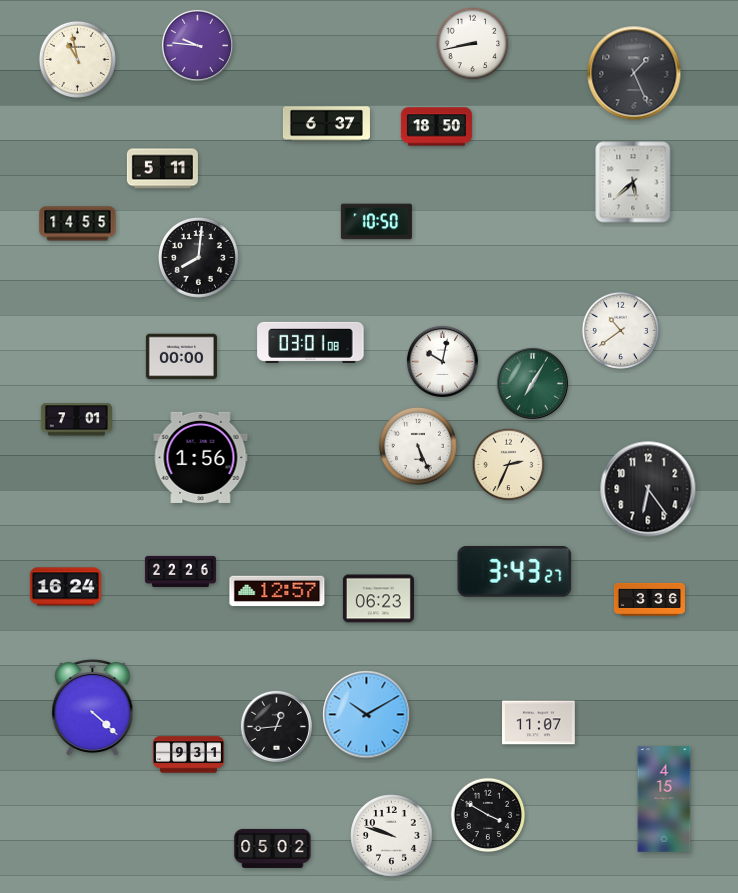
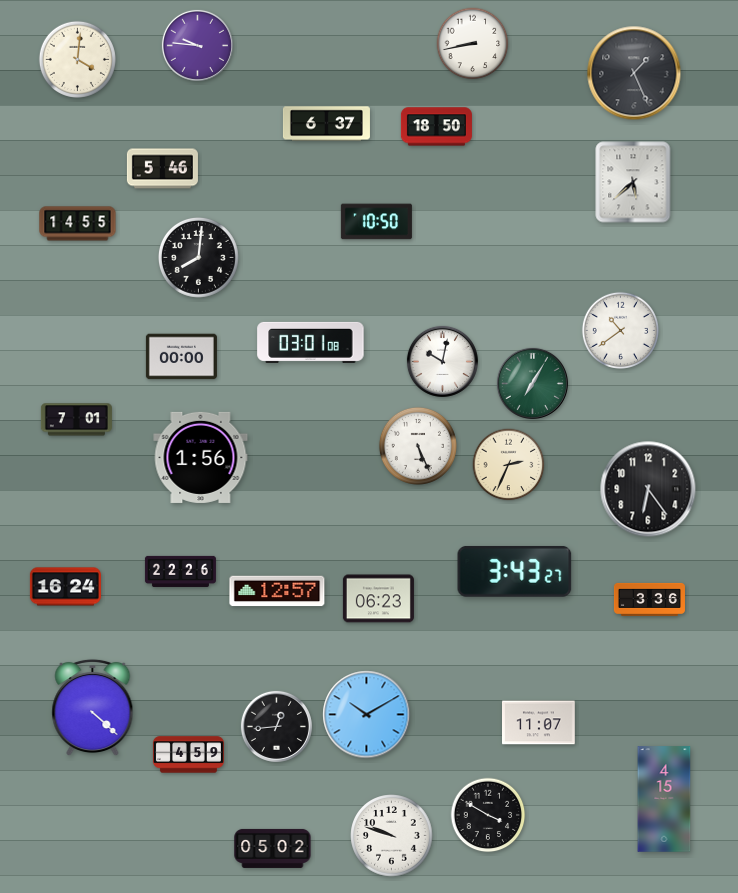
clock at (77, 59): 10:58 -> 4:01
clock at (162, 169): 5:11 -> 5:46
clock at (188, 755): 9:31 -> 4:59
